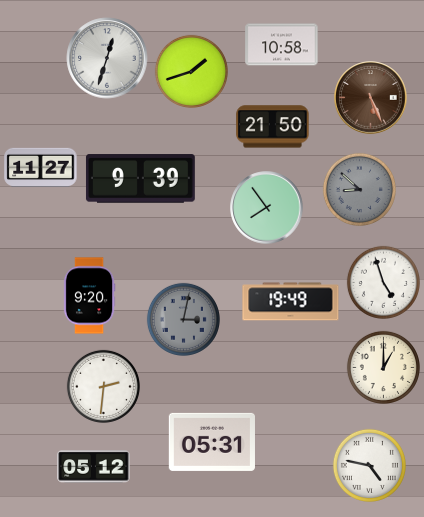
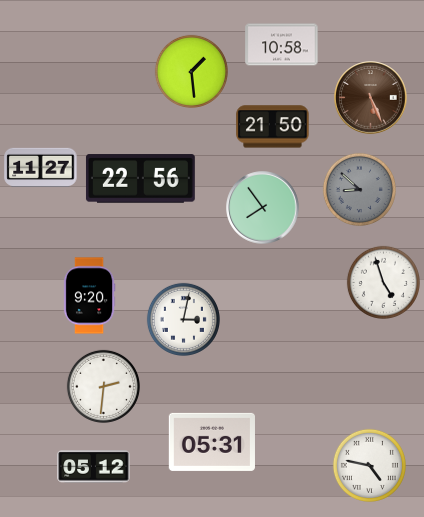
clock at (107, 58): 12:33 -> none
clock at (191, 71): 1:42 -> 1:29
clock at (140, 179): 9:39 -> 22:56
clock at (267, 208) position: (267, 208) -> (263, 208)
clock at (291, 302): 19:49 -> none
clock at (183, 319) dial: grey -> white
clock at (383, 367): 1:00 -> none
